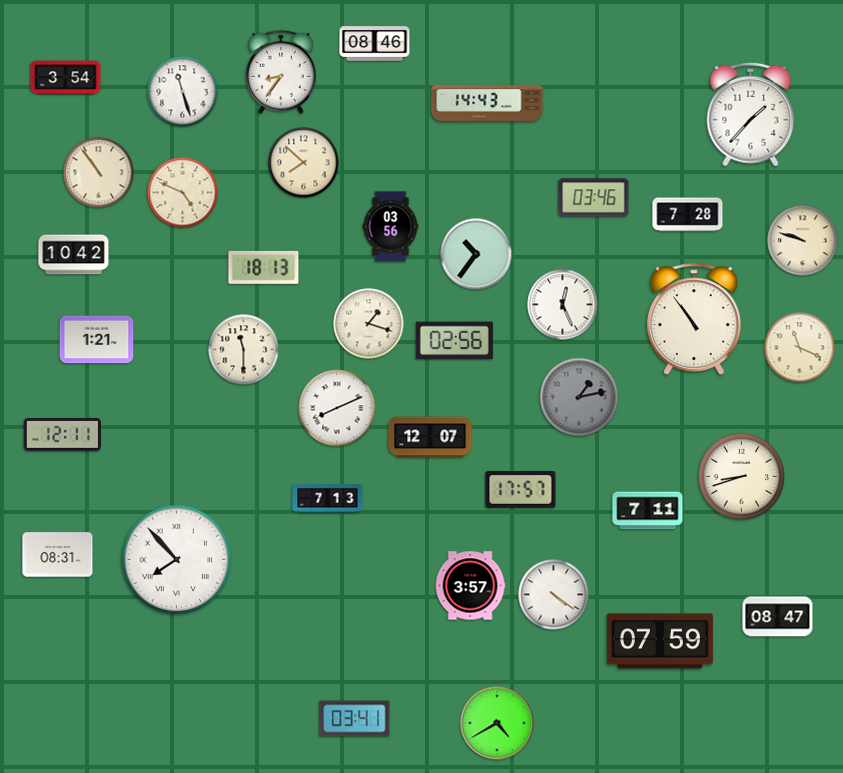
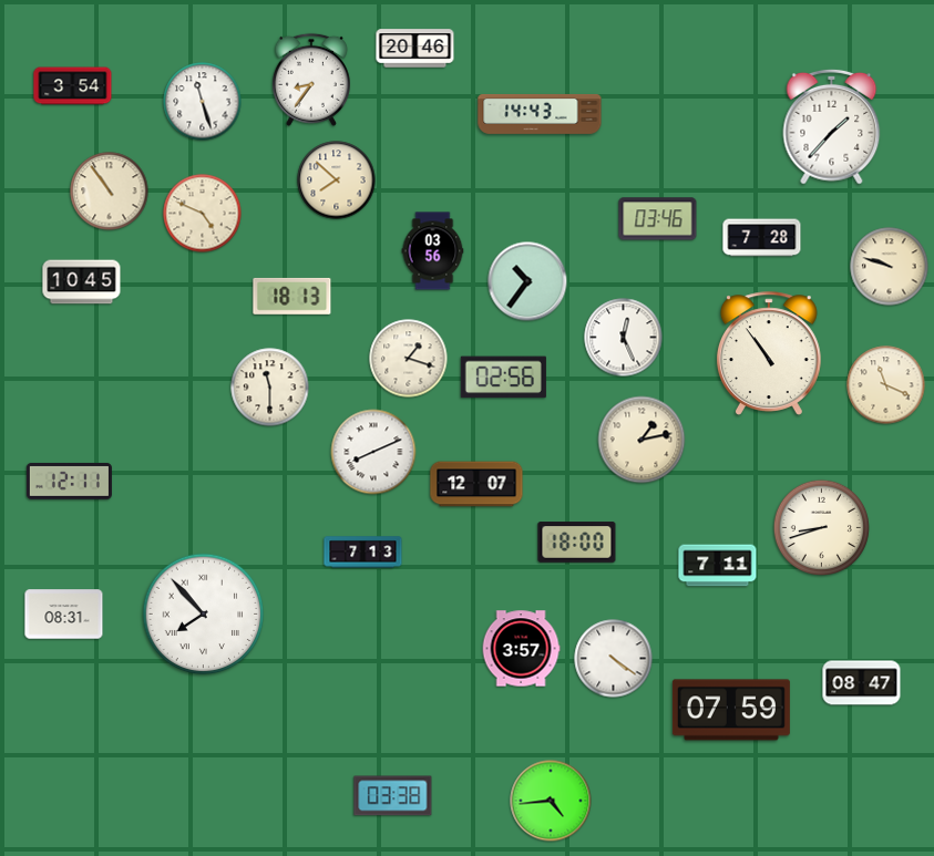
clock at (375, 44): 08:46 -> 20:46
clock at (74, 255): 10:42 -> 10:45
clock at (97, 340): 1:21 -> none
clock at (579, 397) dial: grey -> cream
clock at (521, 490): 17:57 -> 18:00
clock at (177, 560) position: (177, 560) -> (204, 615)
clock at (355, 719): 03:41 -> 03:38
clock at (497, 723): 4:40 -> 4:44
